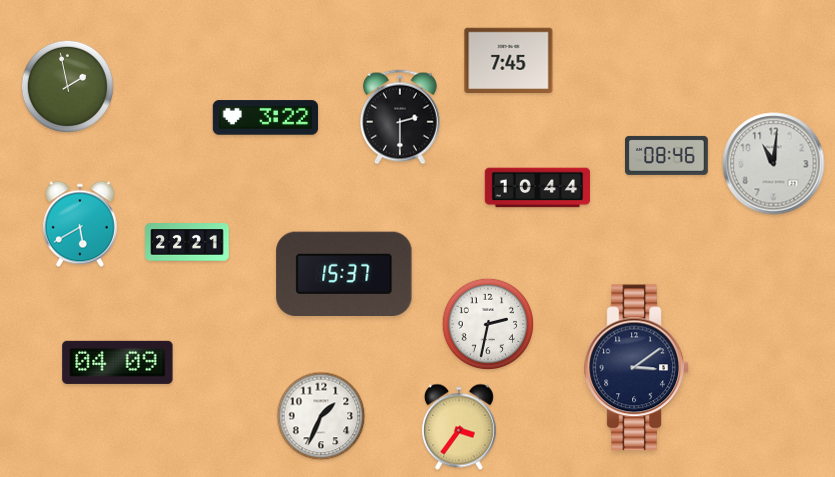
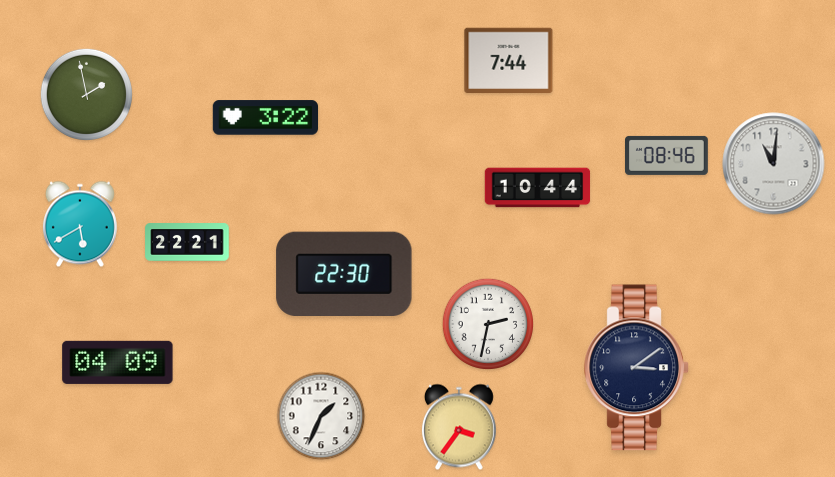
clock at (509, 60): 7:45 -> 7:44
clock at (67, 86) position: (67, 86) -> (86, 94)
clock at (400, 117): 2:30 -> none
clock at (344, 273): 15:37 -> 22:30
